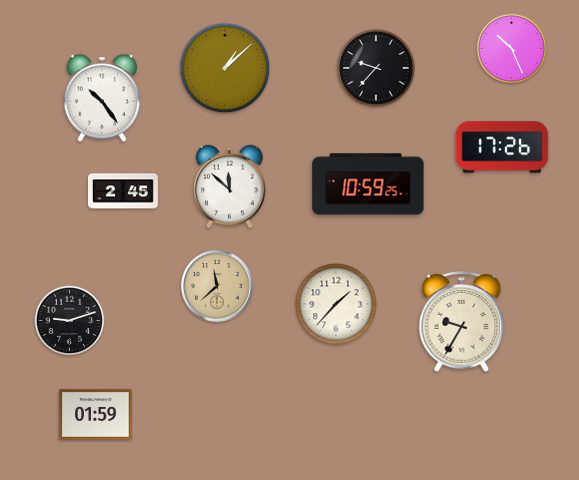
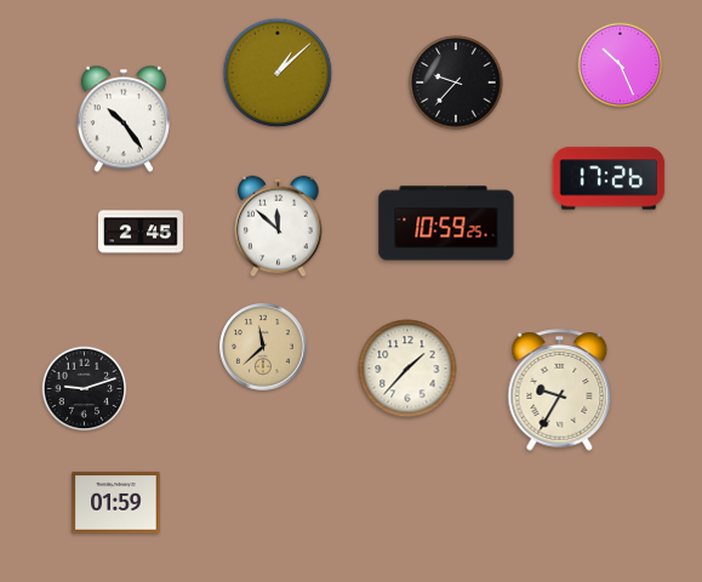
clock at (512, 49) position: (512, 49) -> (621, 65)
clock at (225, 68) position: (225, 68) -> (278, 73)
clock at (123, 191) position: (123, 191) -> (141, 232)
